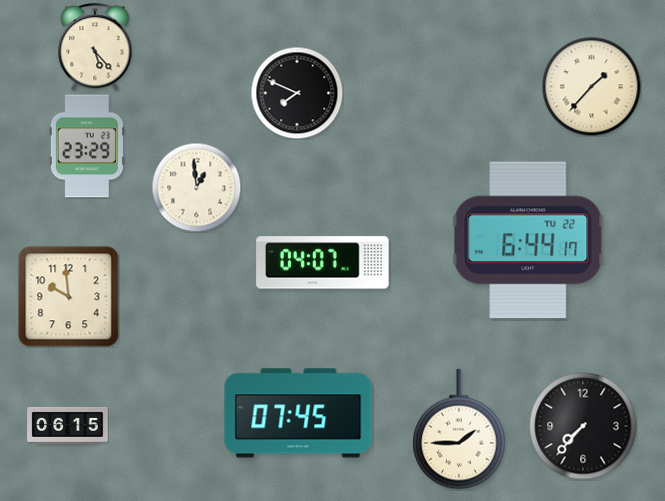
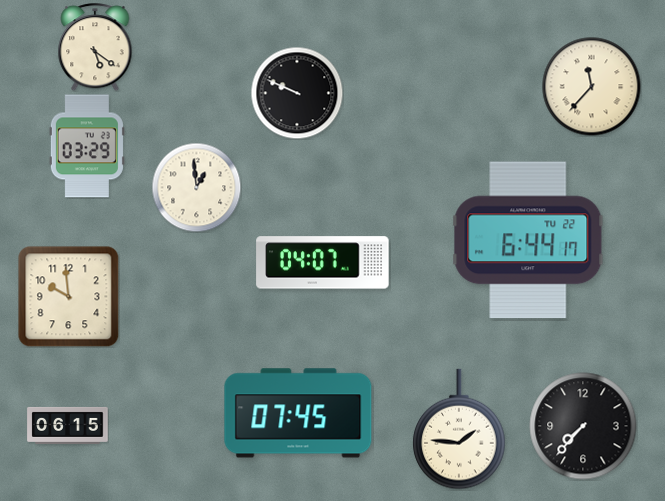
clock at (95, 47): 5:23 -> 5:21
clock at (592, 87): 1:37 -> 11:37
clock at (297, 93): 7:49 -> 9:49
clock at (87, 146): 23:29 -> 03:29
clock at (459, 429): 1:45 -> 1:46
